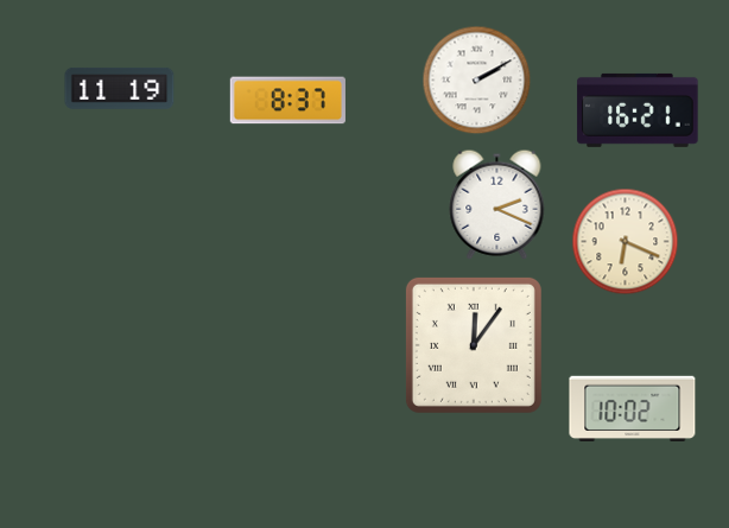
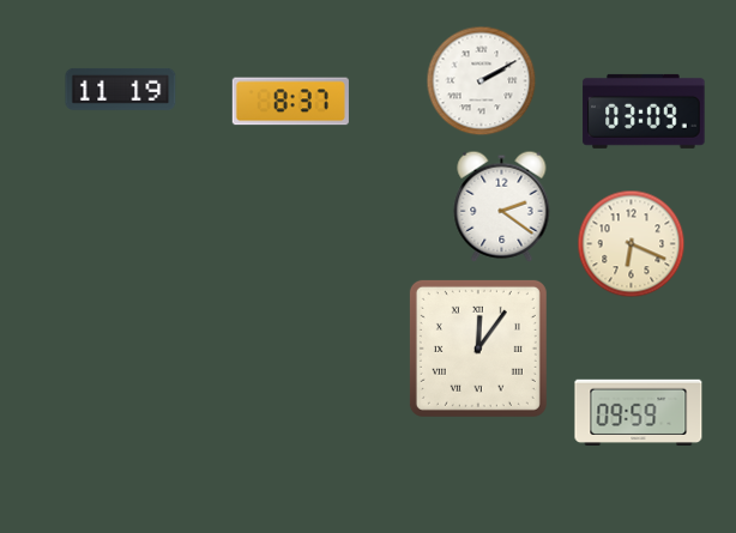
clock at (638, 110): 16:21 -> 03:09
clock at (497, 204): 2:19 -> 2:21
clock at (633, 409): 10:02 -> 09:59
